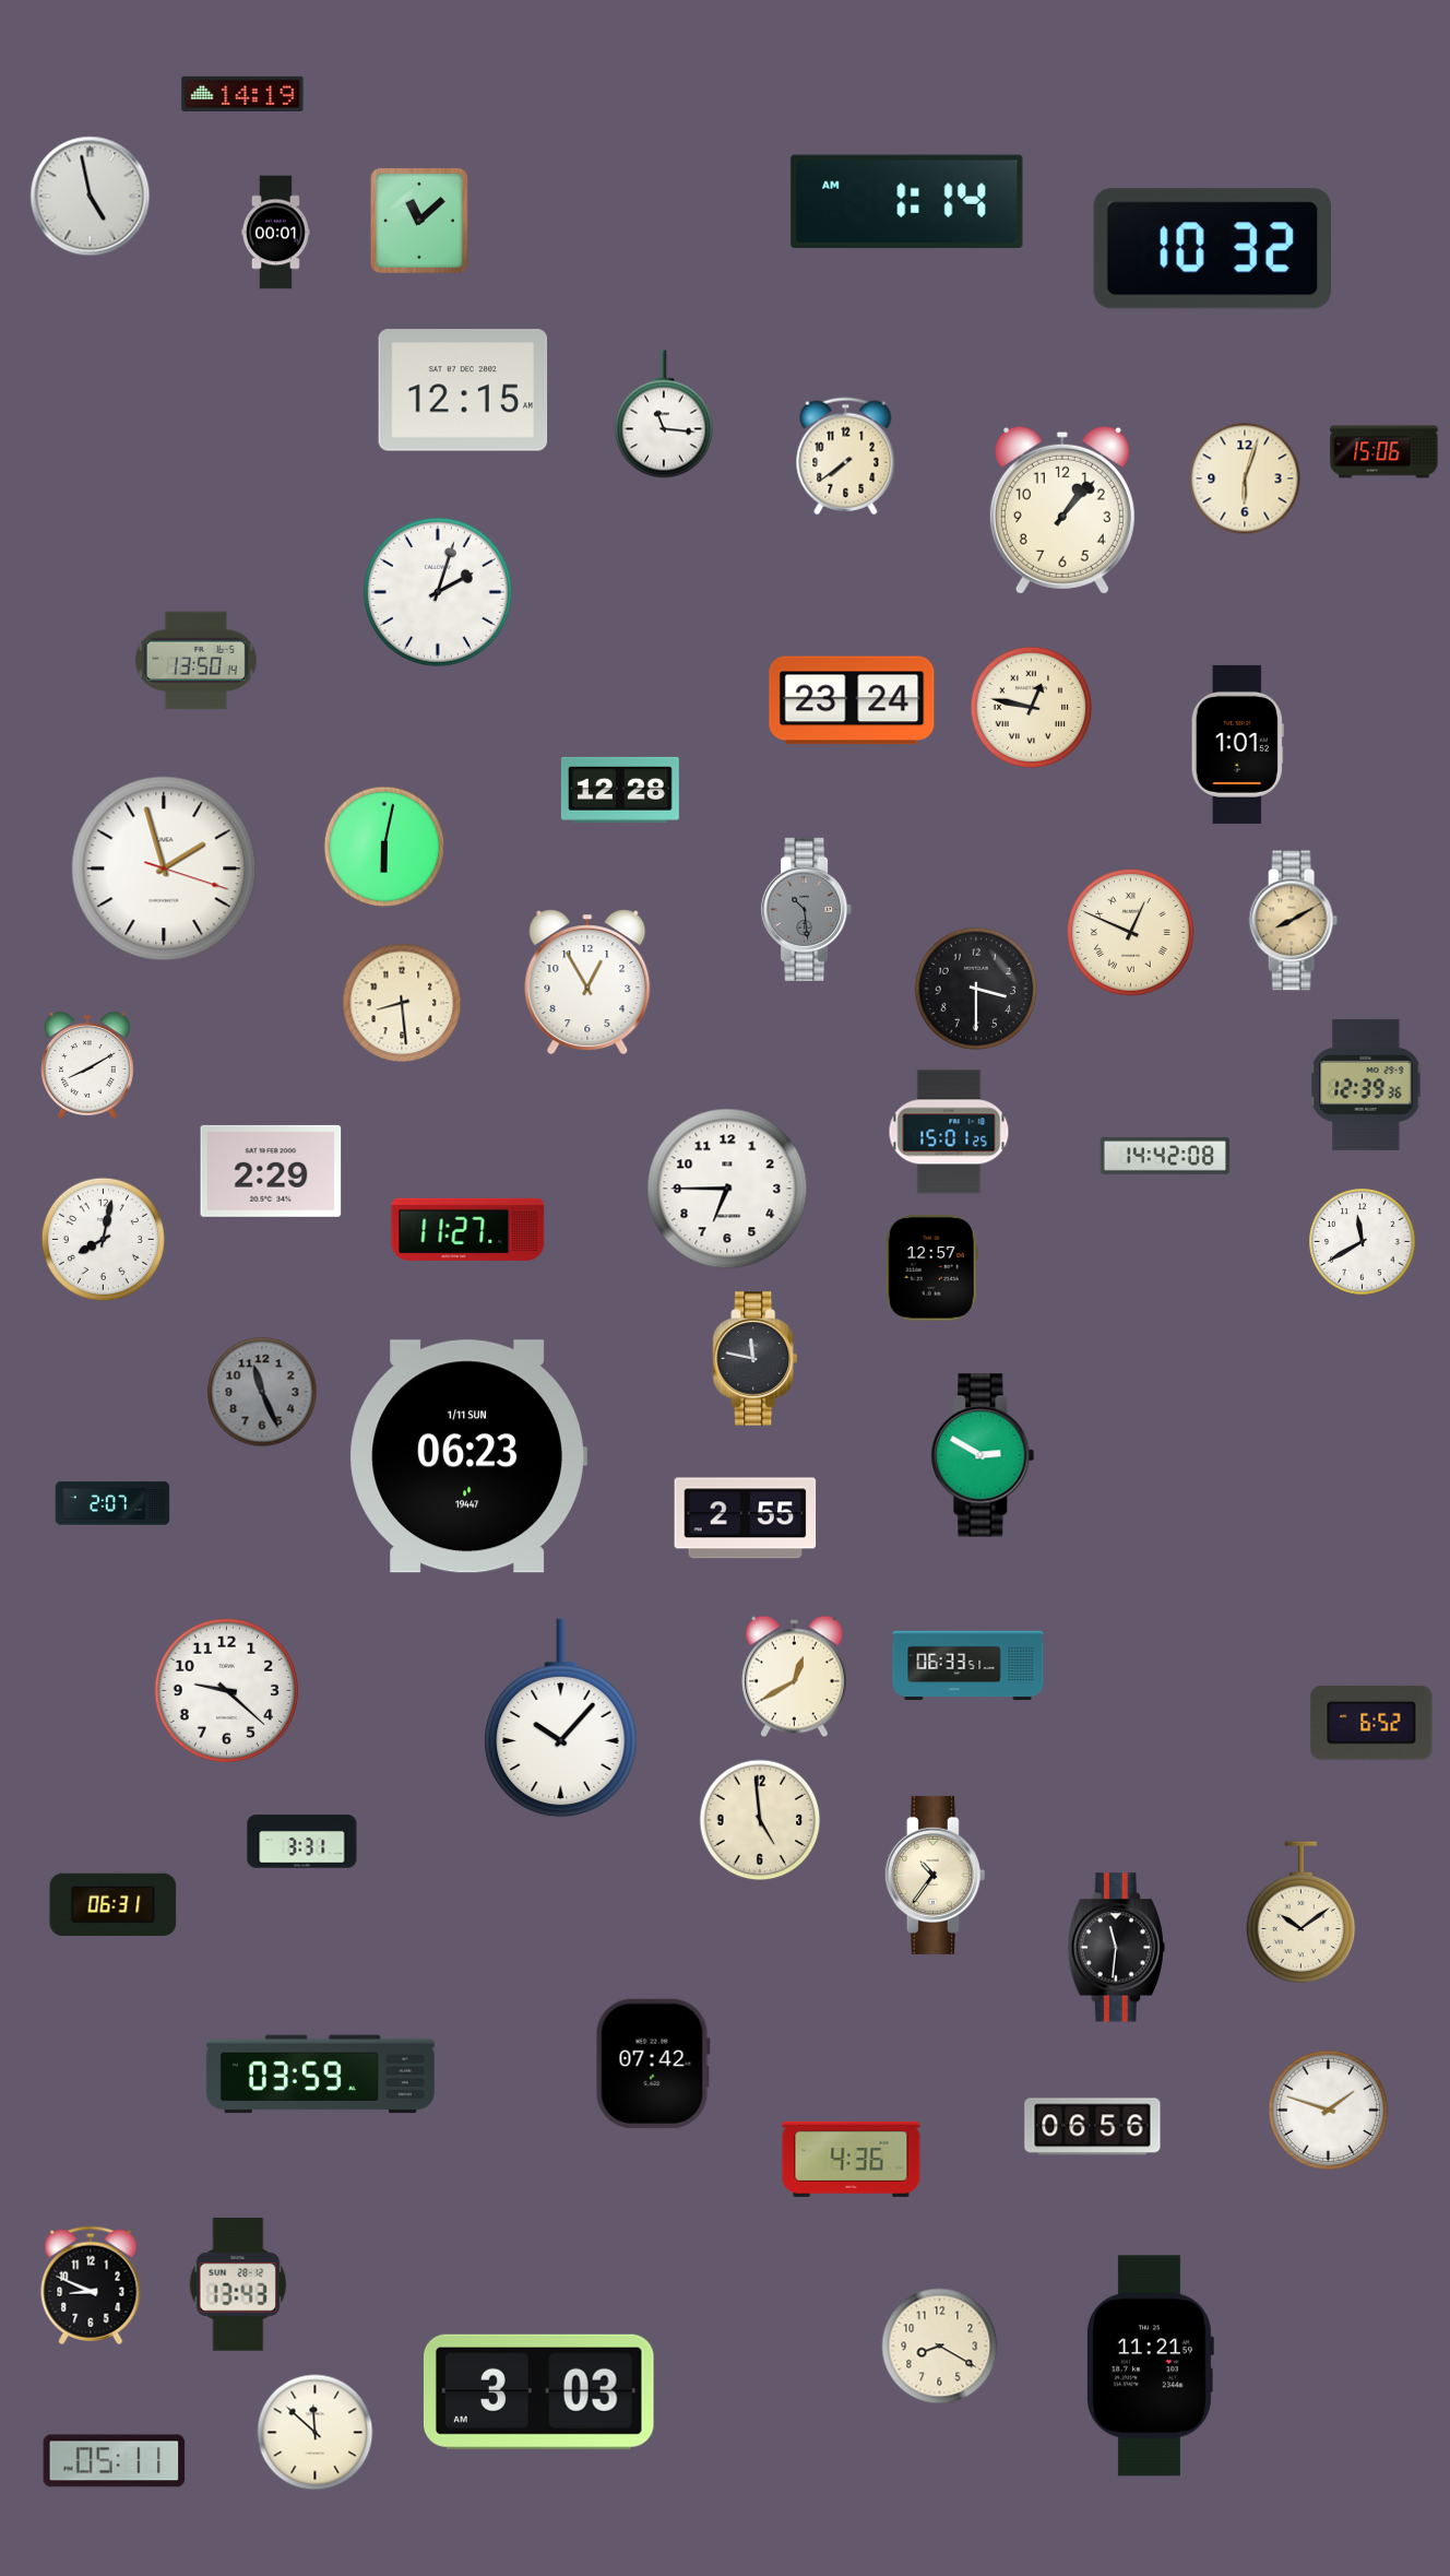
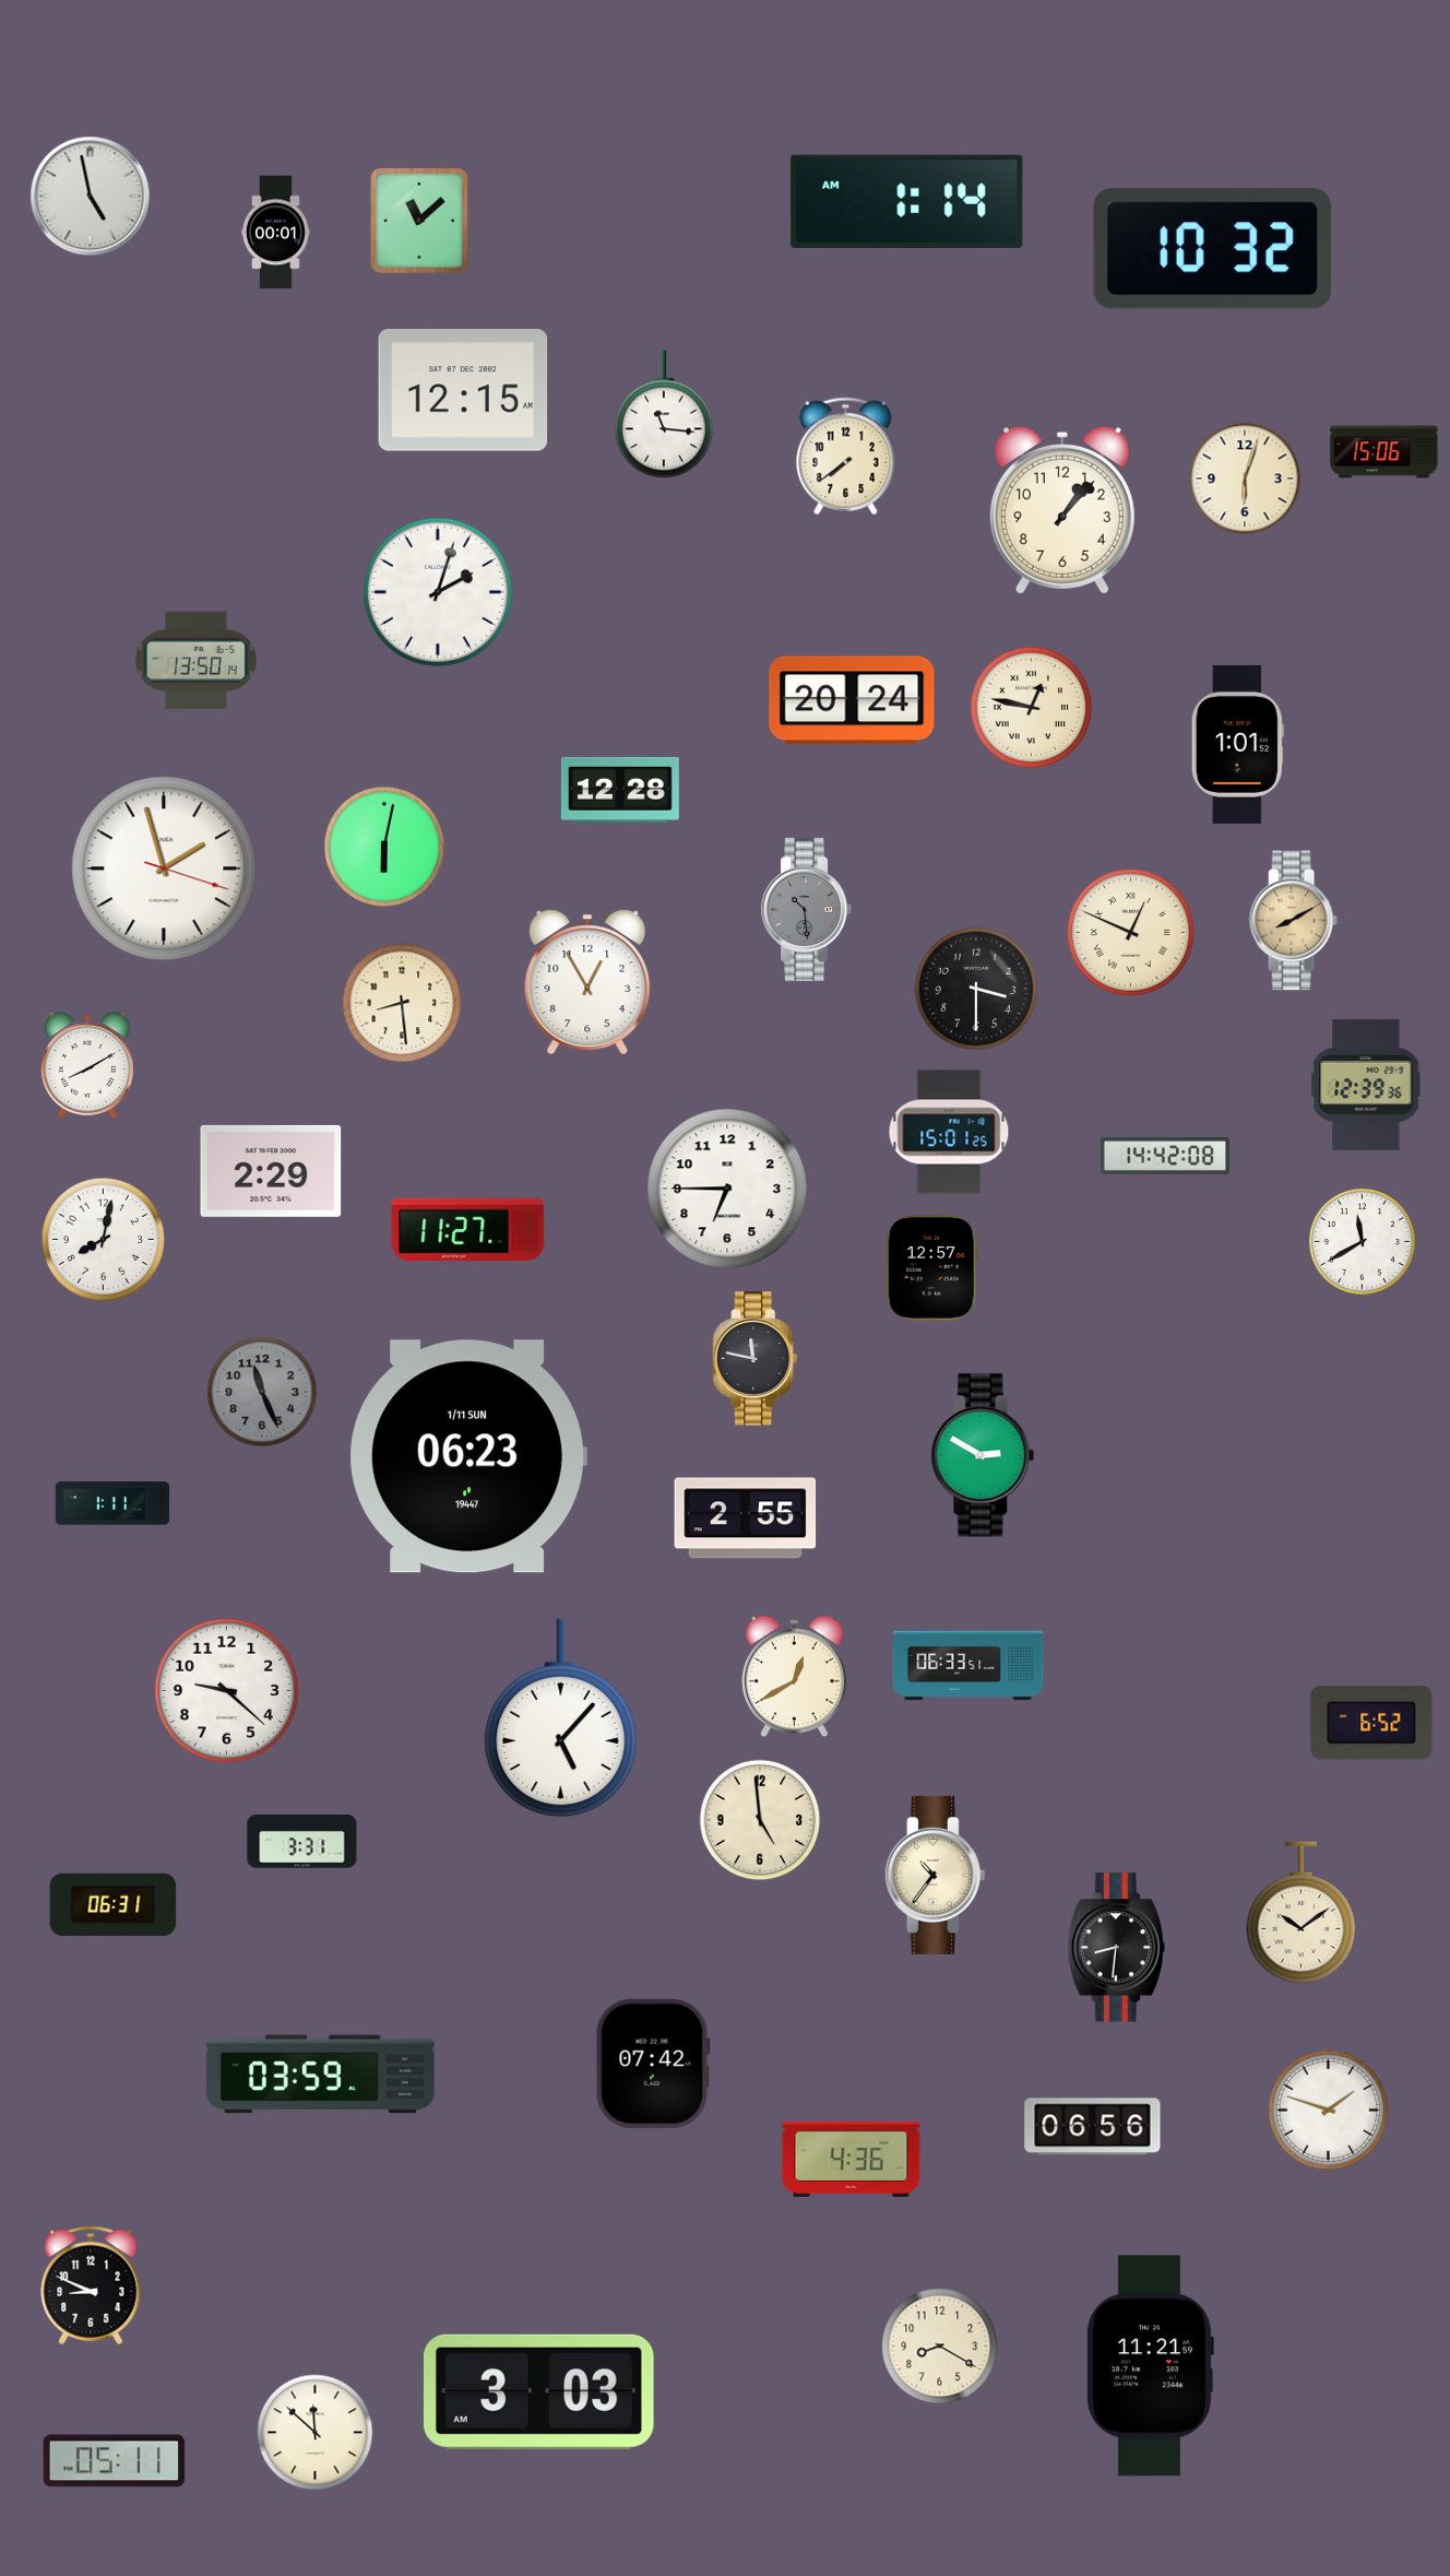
clock at (242, 94): 14:19 -> none
clock at (852, 700): 23:24 -> 20:24
clock at (112, 1503): 2:07 -> 1:11
clock at (561, 1718): 10:07 -> 5:07
clock at (1116, 1948): 11:31 -> 8:31
clock at (238, 2285): 13:43 -> none
